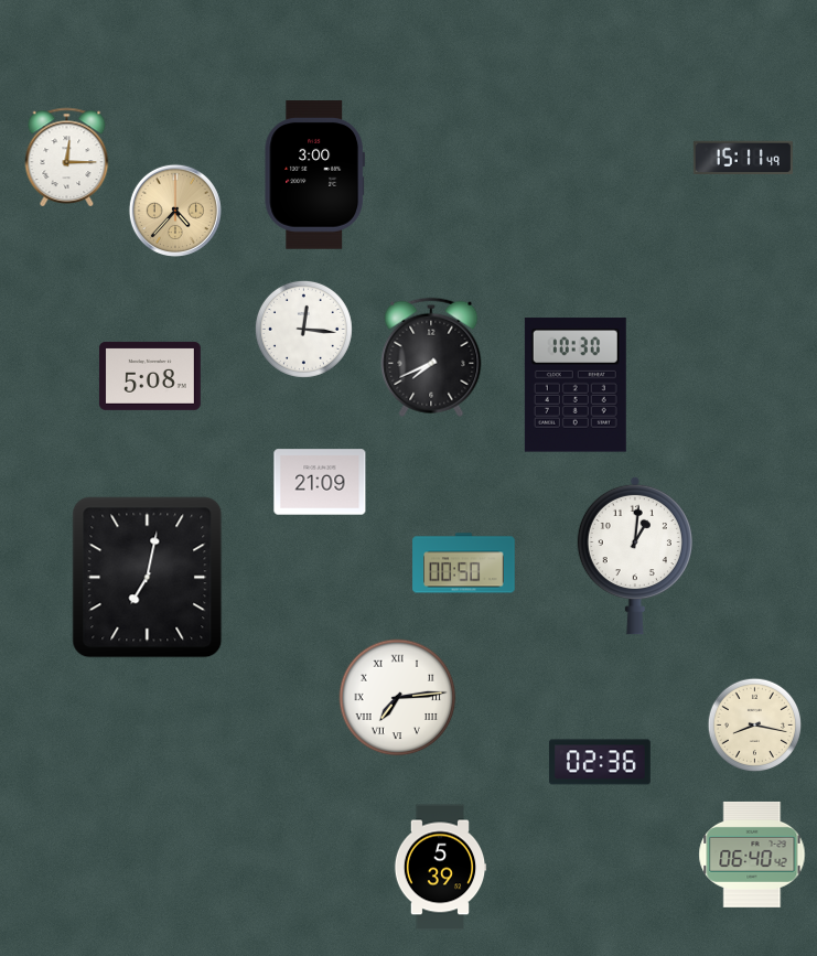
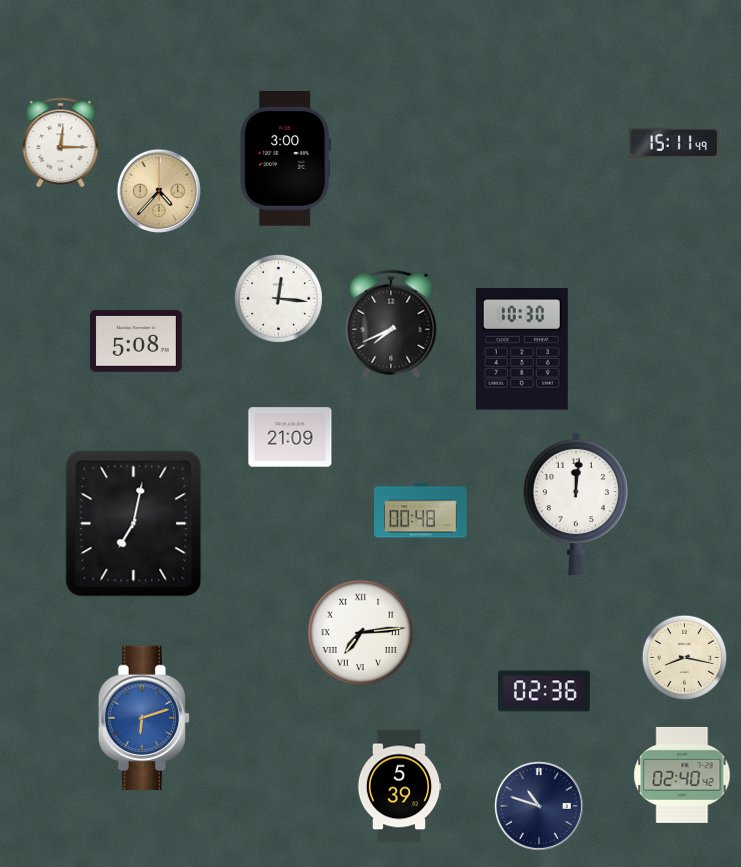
clock at (303, 329) position: (303, 329) -> (278, 298)
clock at (635, 556): 1:01 -> 12:01
clock at (464, 563): 00:50 -> 00:48
clock at (143, 718): none -> 6:12
clock at (752, 855): 06:40 -> 02:40
clock at (540, 807): none -> 10:48
